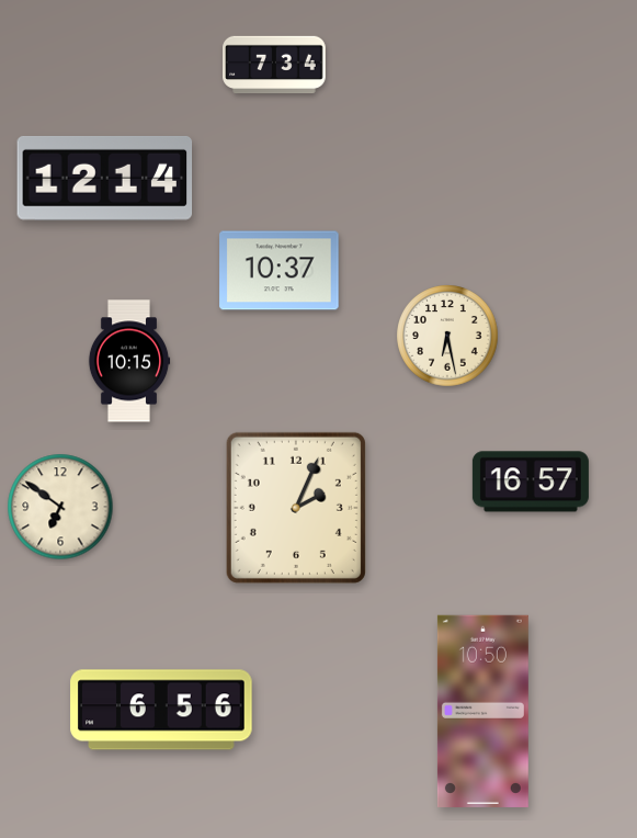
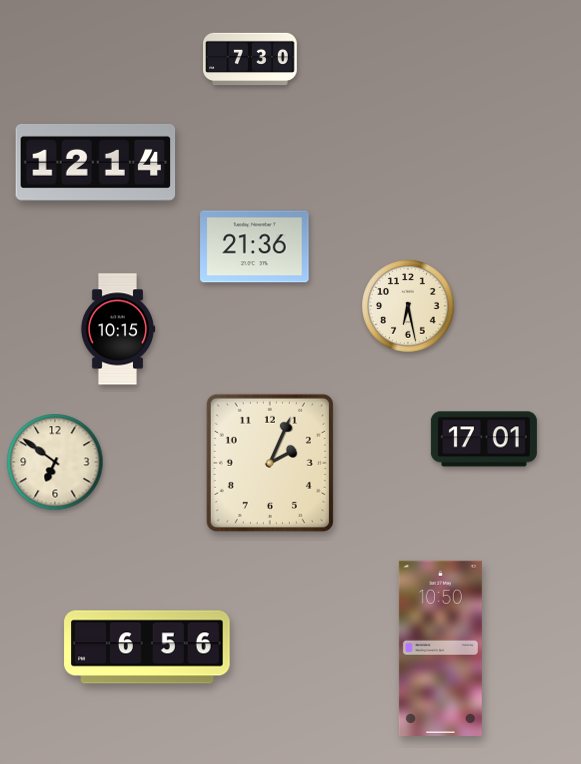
clock at (274, 65): 7:34 -> 7:30
clock at (280, 271): 10:37 -> 21:36
clock at (531, 482): 16:57 -> 17:01
